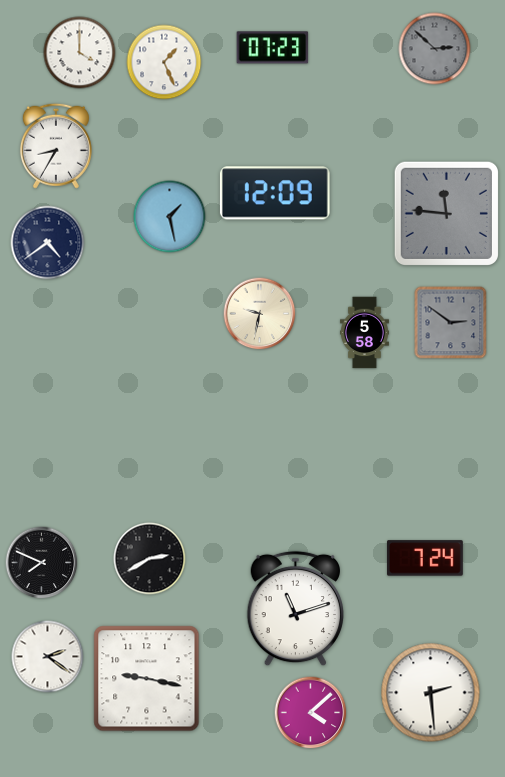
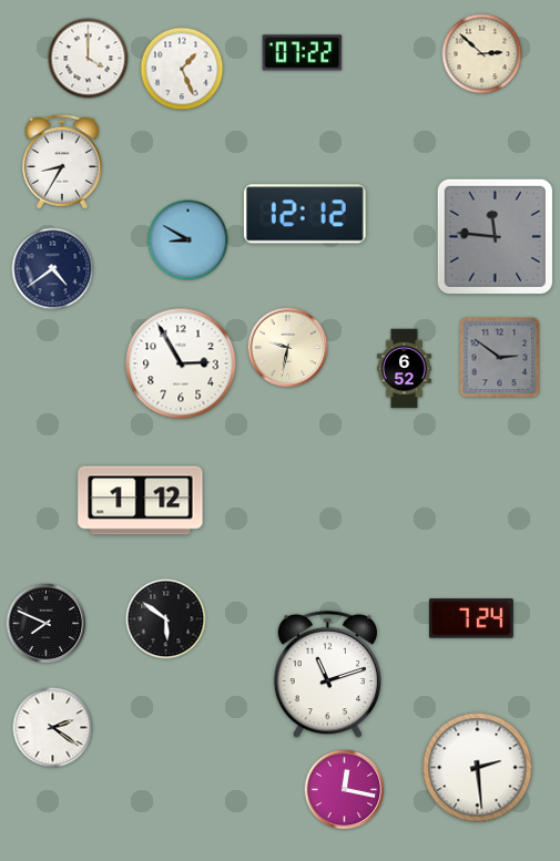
clock at (273, 48): 07:23 -> 07:22
clock at (435, 49) dial: grey -> cream
clock at (275, 193): 12:09 -> 12:12
clock at (170, 217): 1:28 -> 8:50
clock at (181, 363): none -> 2:55
clock at (364, 333): 5:58 -> 6:52
clock at (141, 501): none -> 1:12
clock at (150, 559): 2:40 -> 5:51
clock at (147, 679): 9:17 -> none
clock at (311, 713): 4:08 -> 12:17
